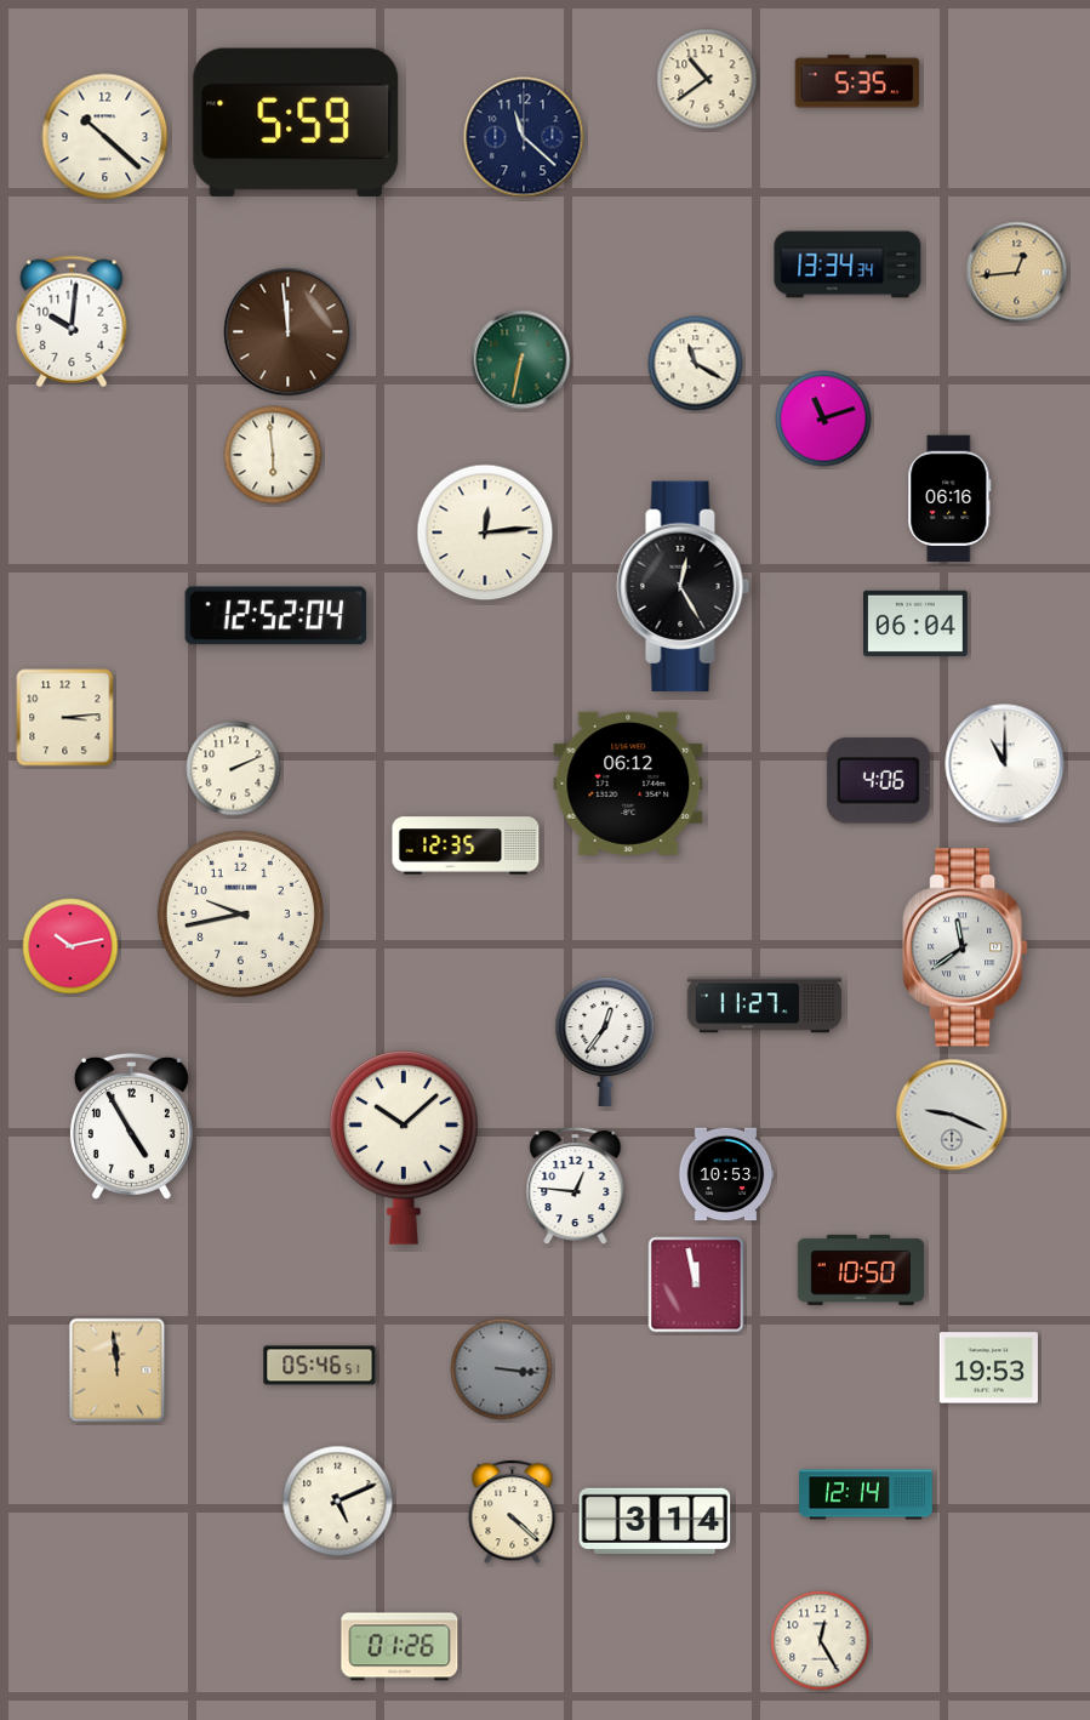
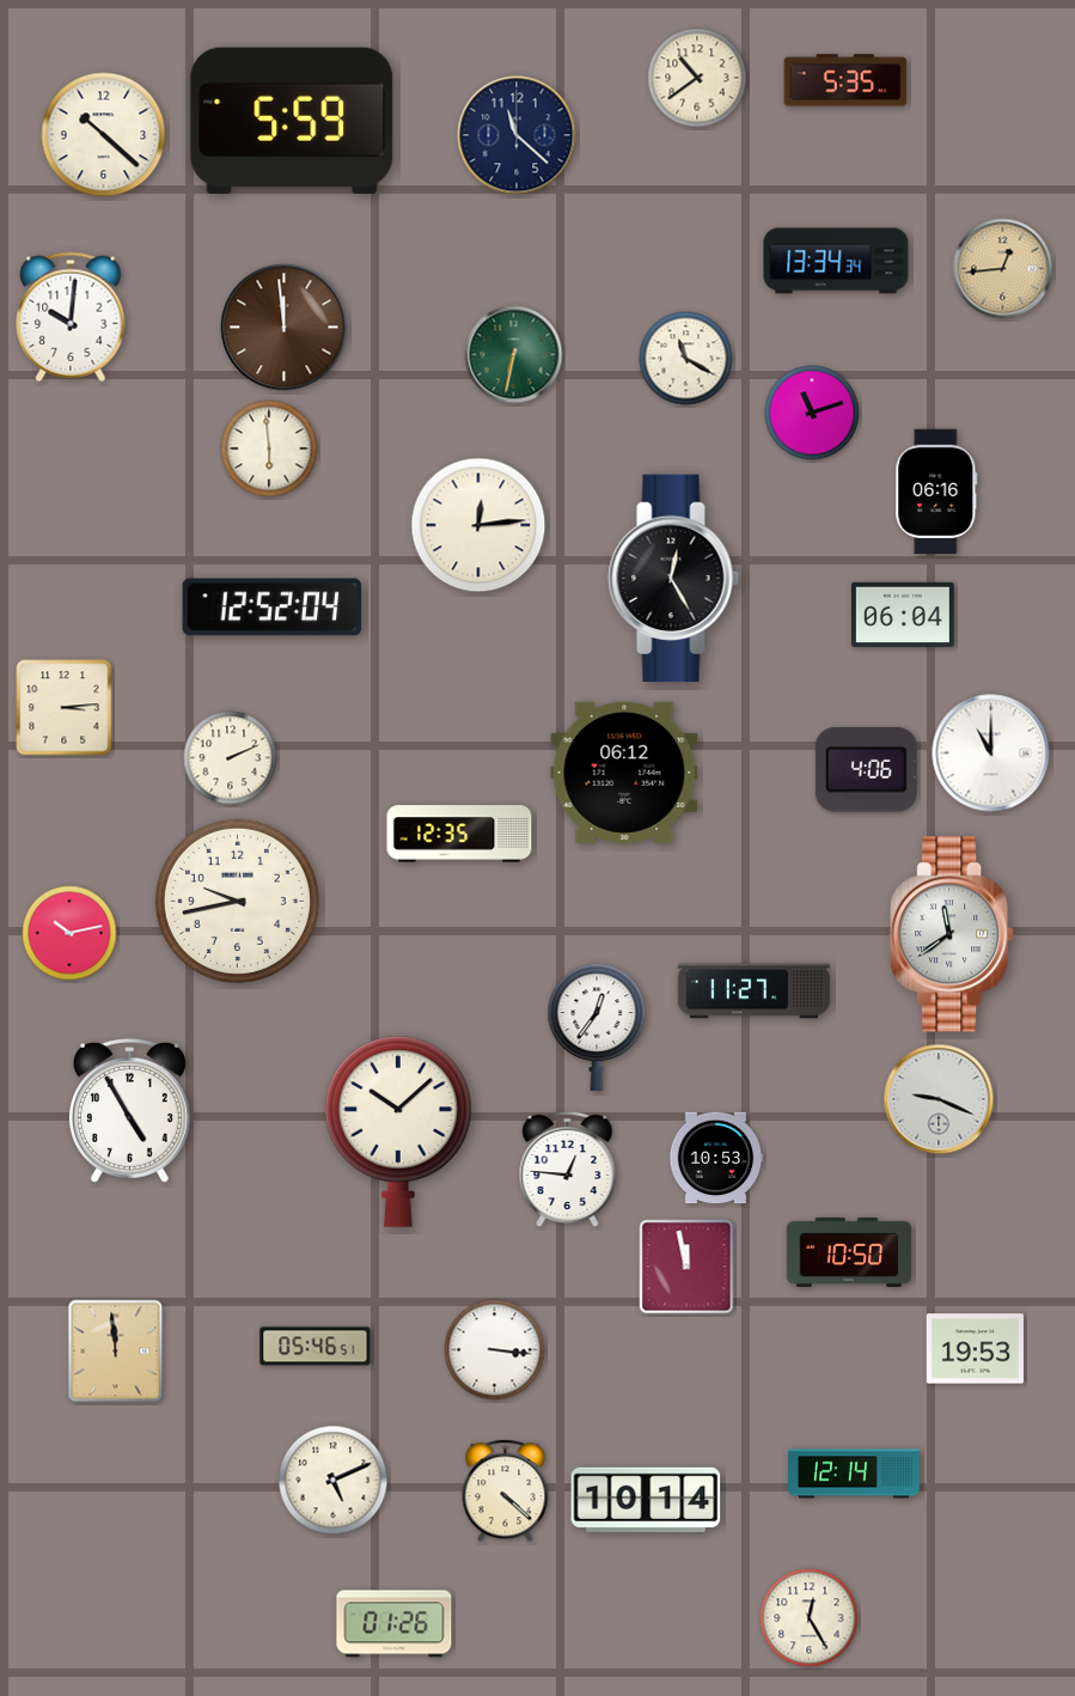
clock at (628, 784) position: (628, 784) -> (624, 773)
clock at (502, 1369) dial: grey -> white
clock at (655, 1521): 3:14 -> 10:14
